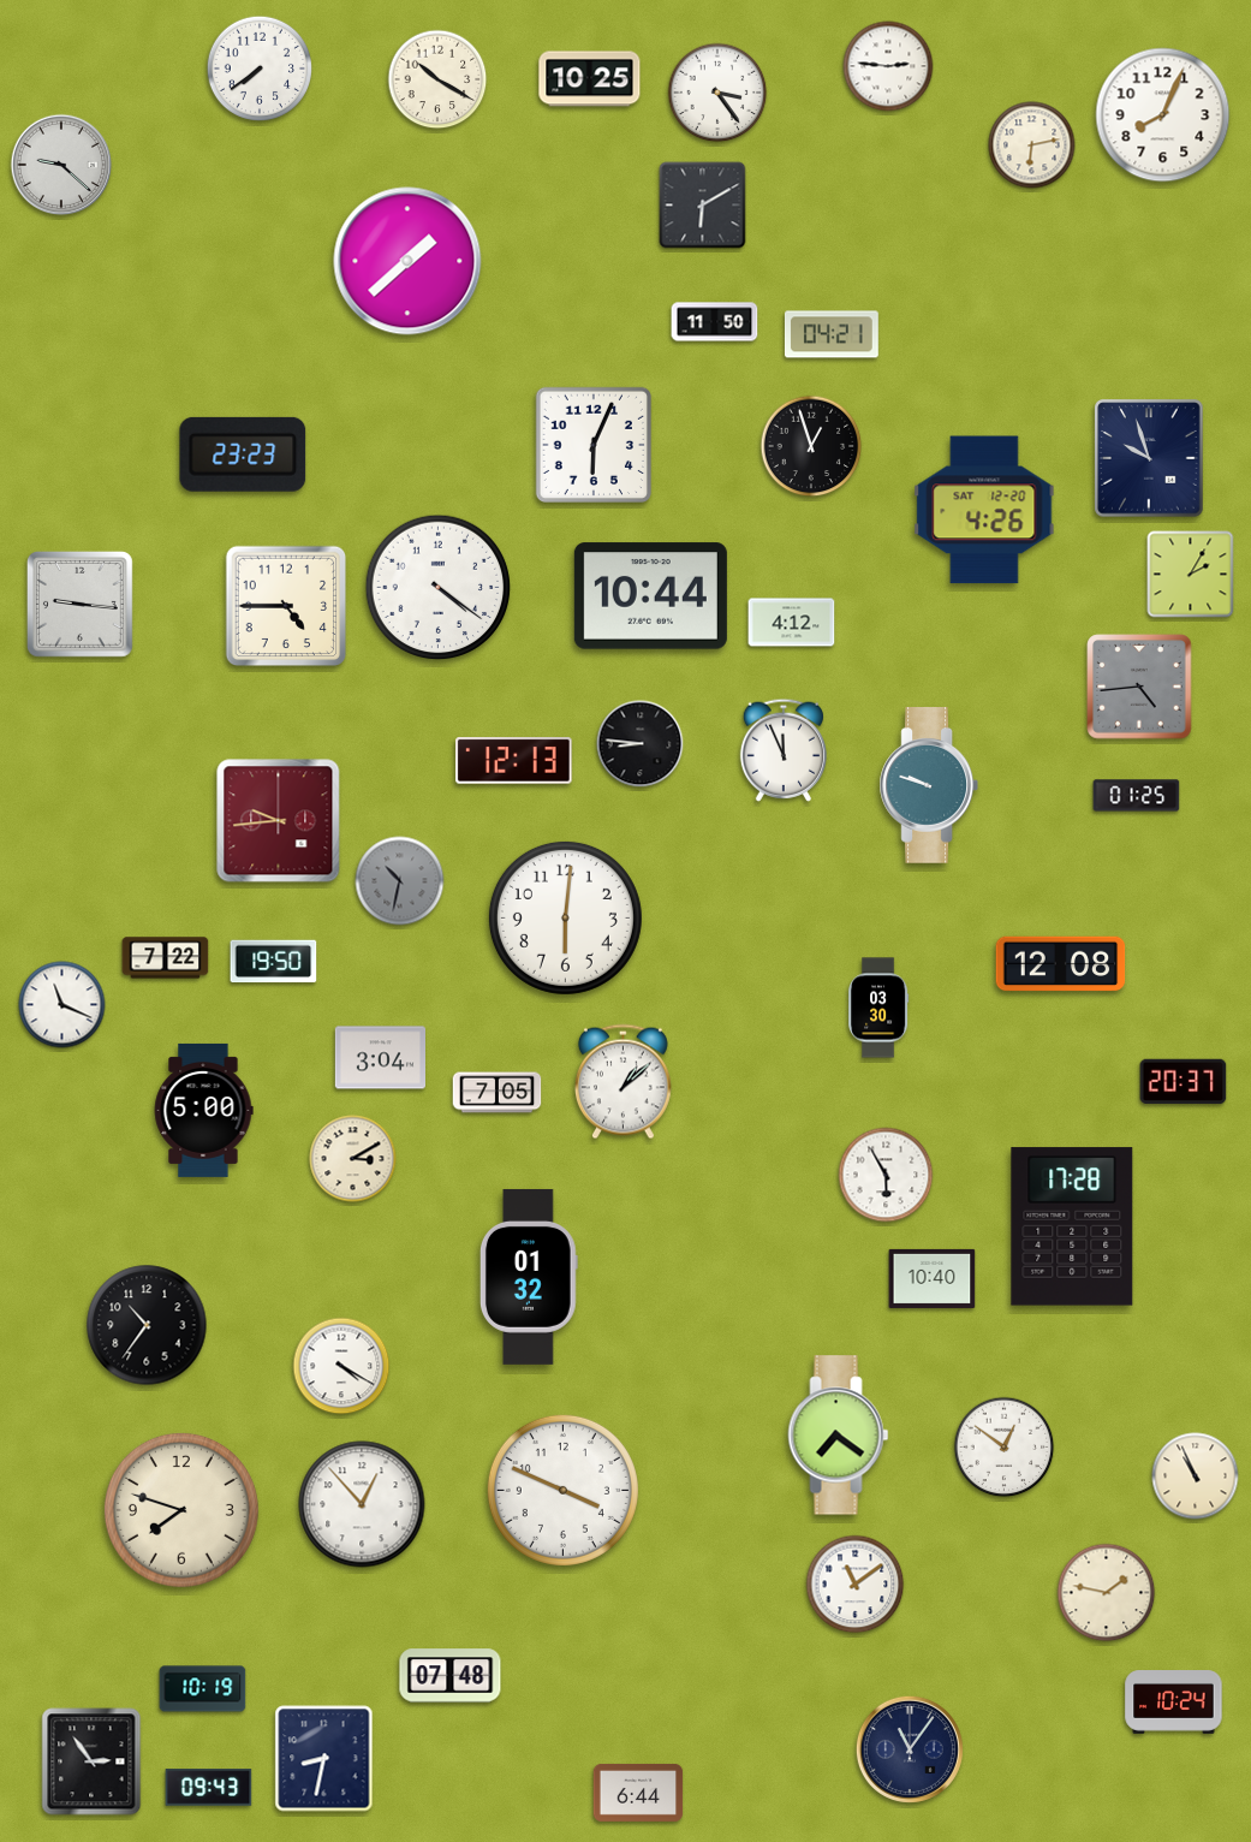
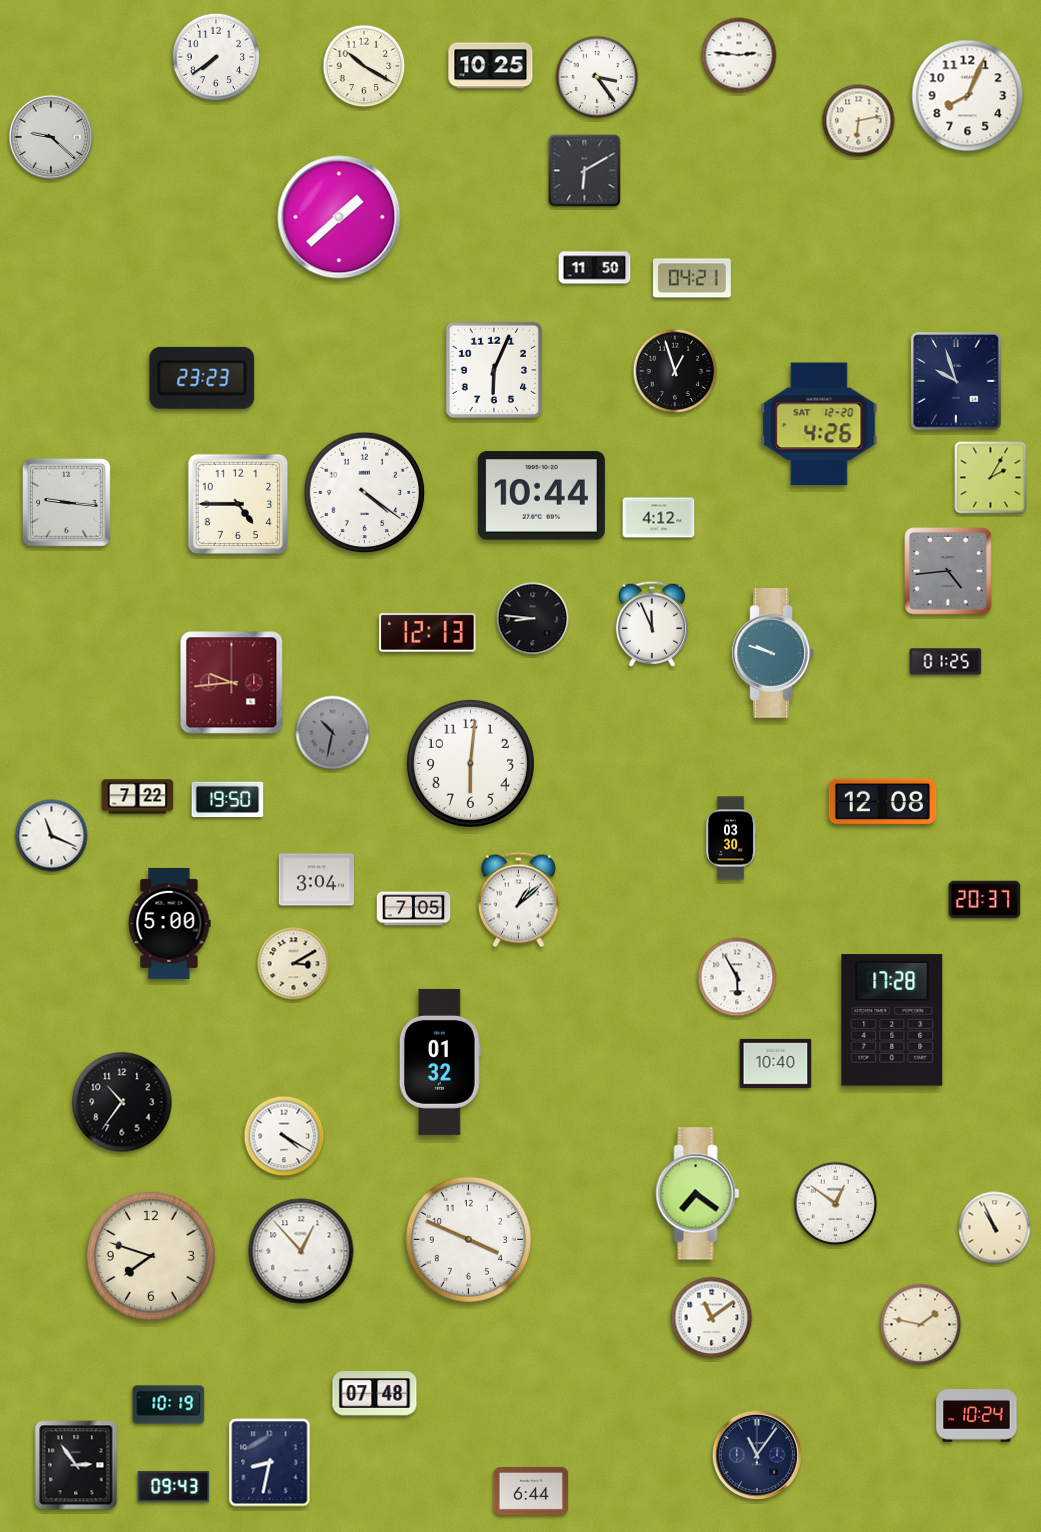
clock at (439, 588) position: (439, 588) -> (365, 493)
